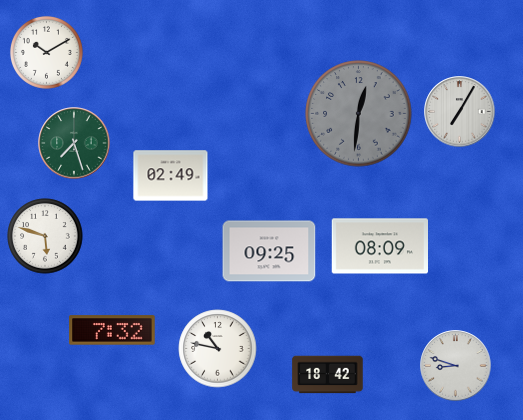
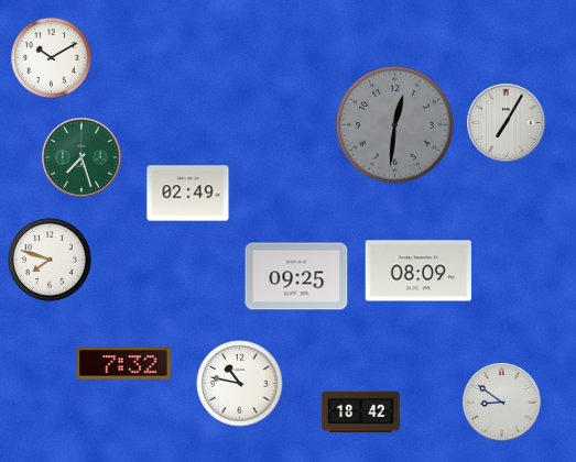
clock at (45, 236): 5:48 -> 7:48
clock at (456, 366): 8:48 -> 8:51
